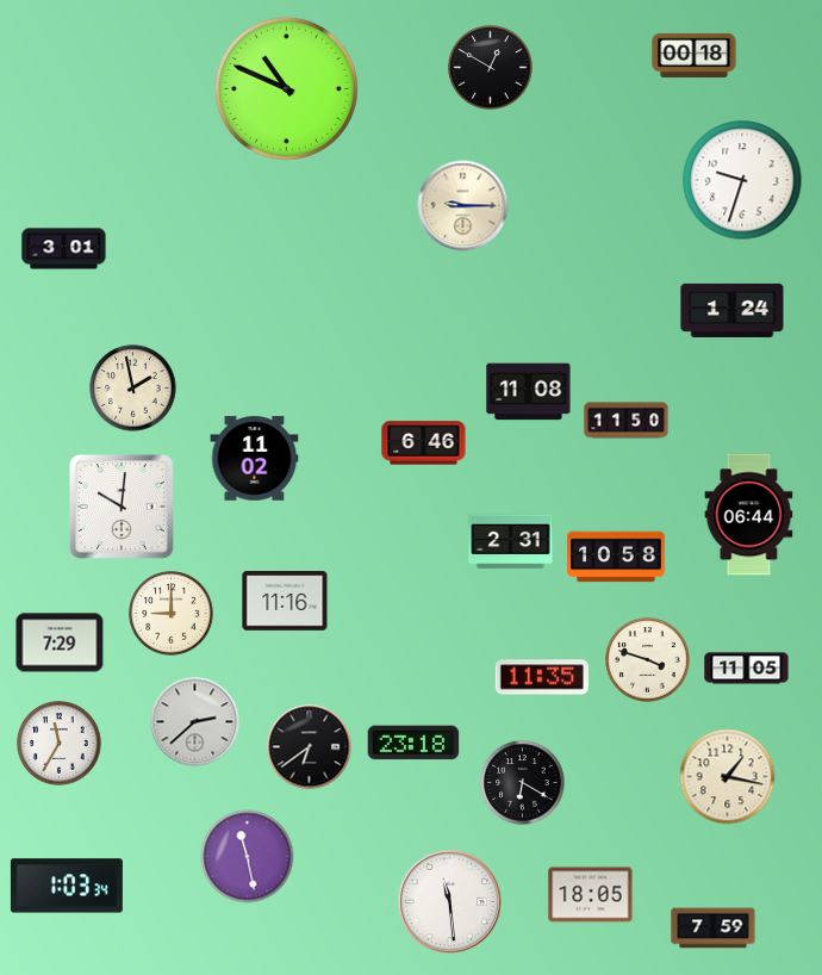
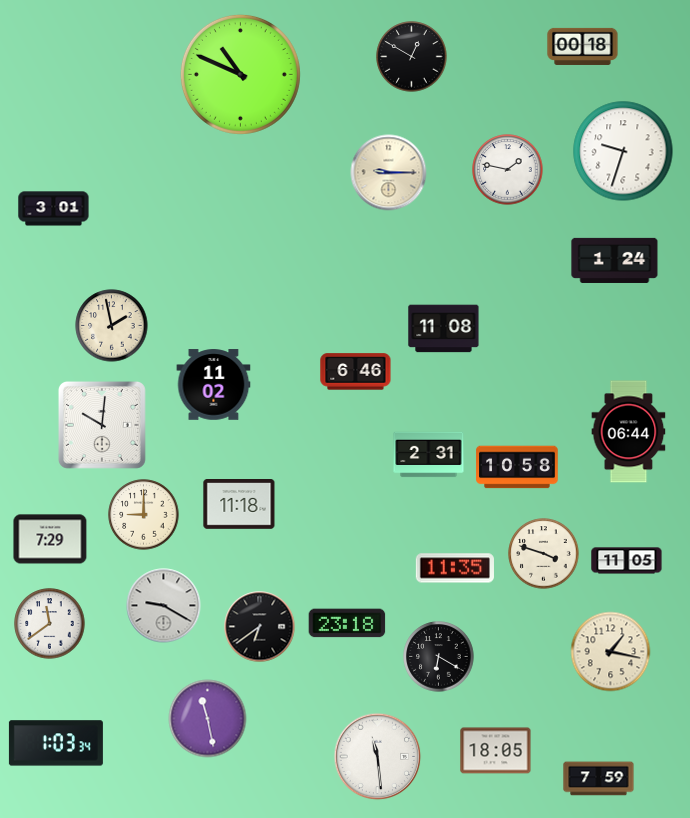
clock at (508, 170): none -> 1:47
clock at (627, 421): 11:50 -> none
clock at (285, 601): 11:16 -> 11:18
clock at (195, 722): 2:38 -> 9:20
clock at (60, 744): 11:35 -> 11:39
